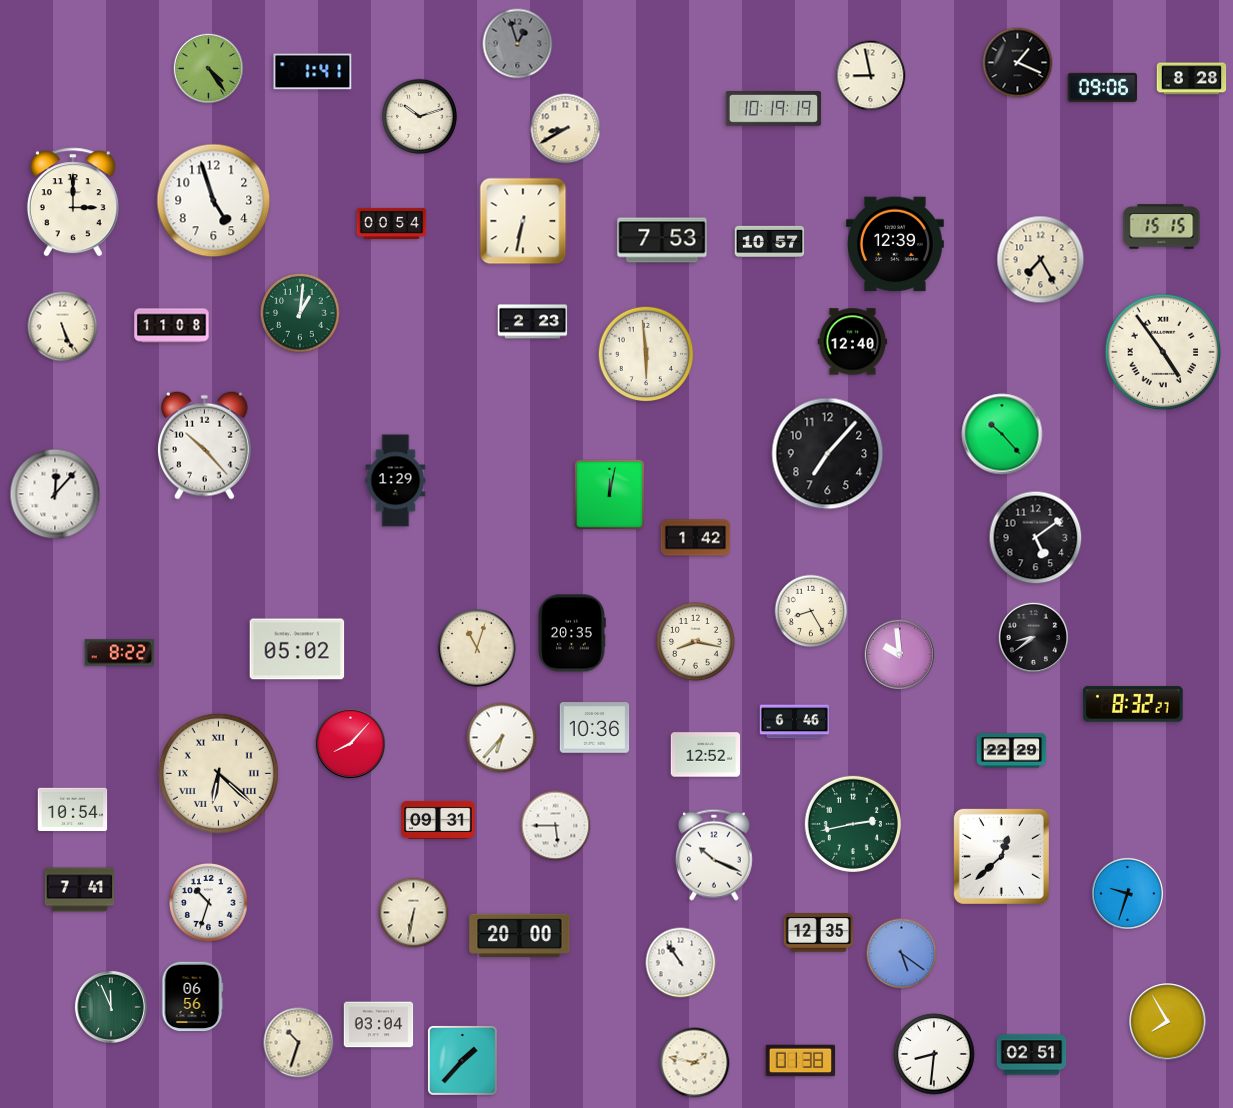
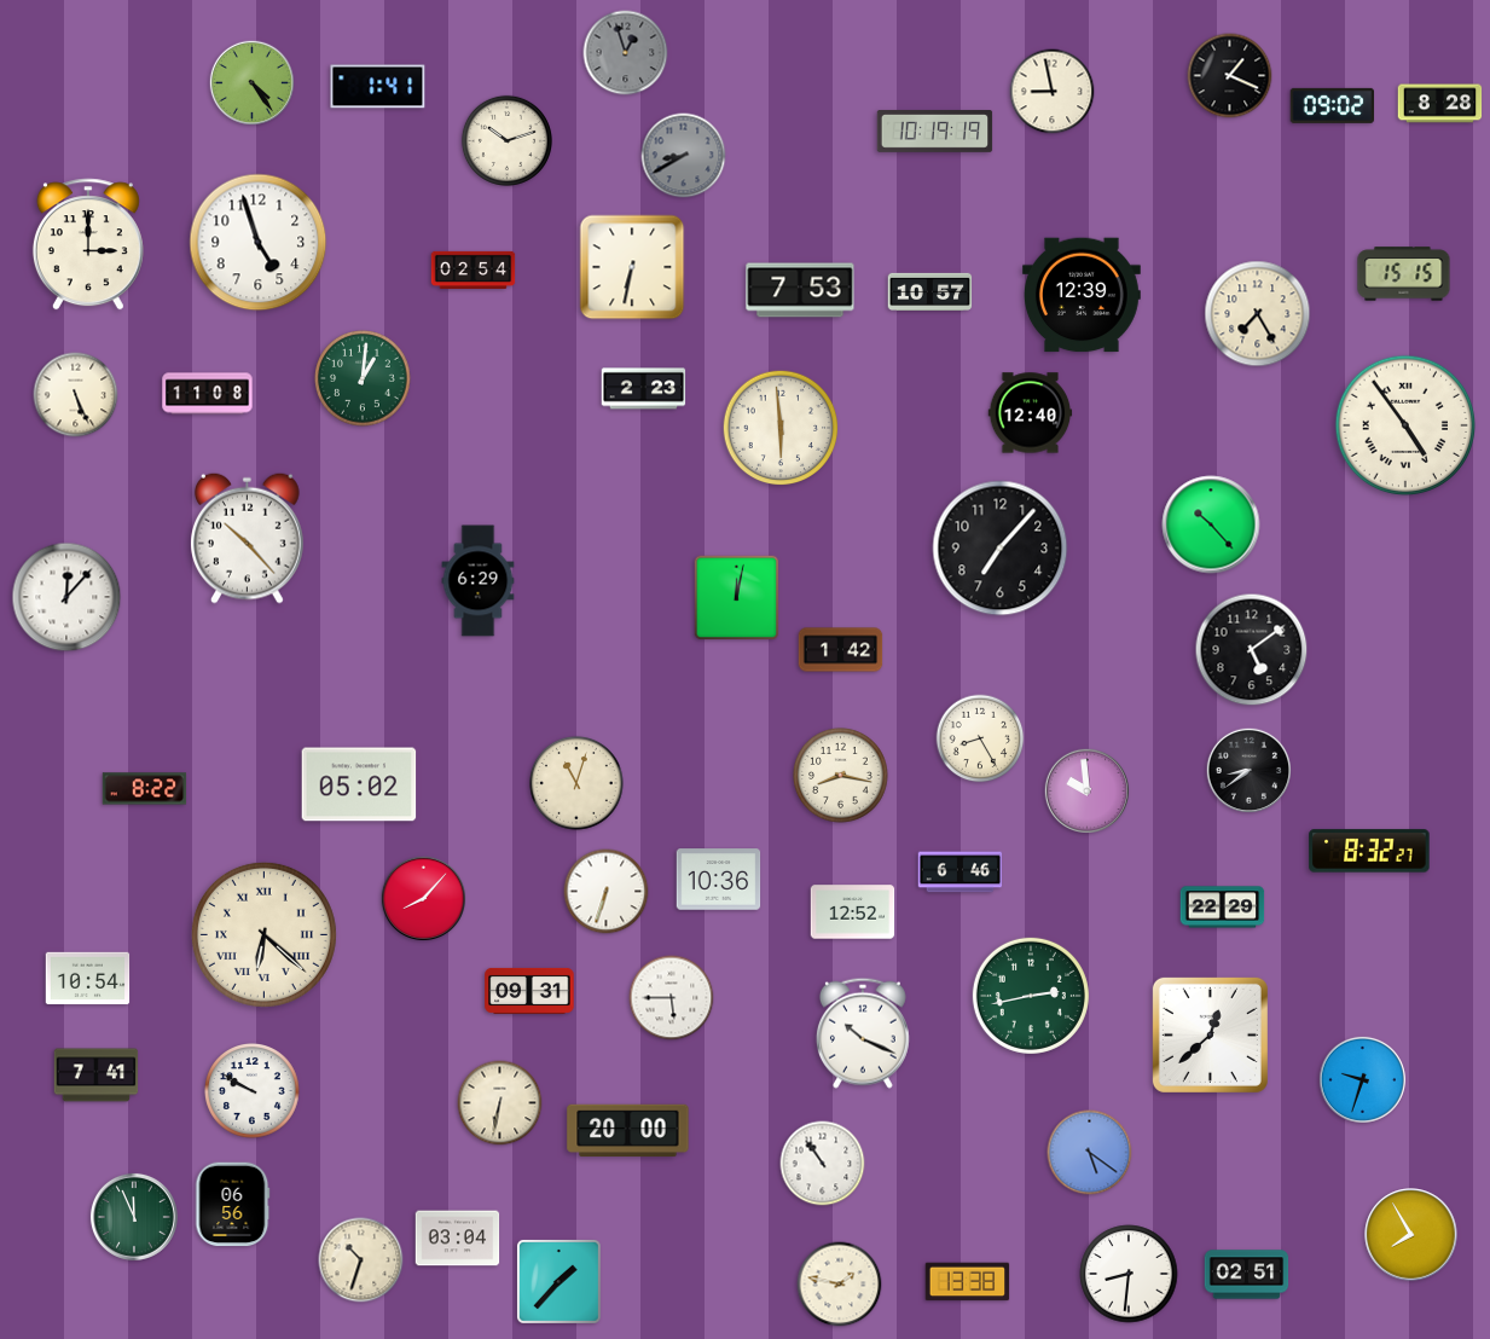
clock at (1192, 79) position: (1192, 79) -> (1440, 104)
clock at (1103, 87): 09:06 -> 09:02
clock at (566, 129) dial: cream -> grey
clock at (392, 223): 00:54 -> 02:54
clock at (396, 481): 1:29 -> 6:29
clock at (572, 633): 20:35 -> none
clock at (502, 738): 6:37 -> 6:33
clock at (209, 903): 10:33 -> 9:50
clock at (819, 933): 12:35 -> none
clock at (801, 1061): 01:38 -> 13:38
